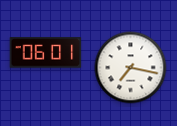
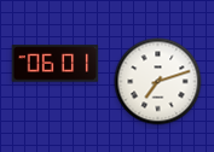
clock at (131, 68): 7:17 -> 7:12
